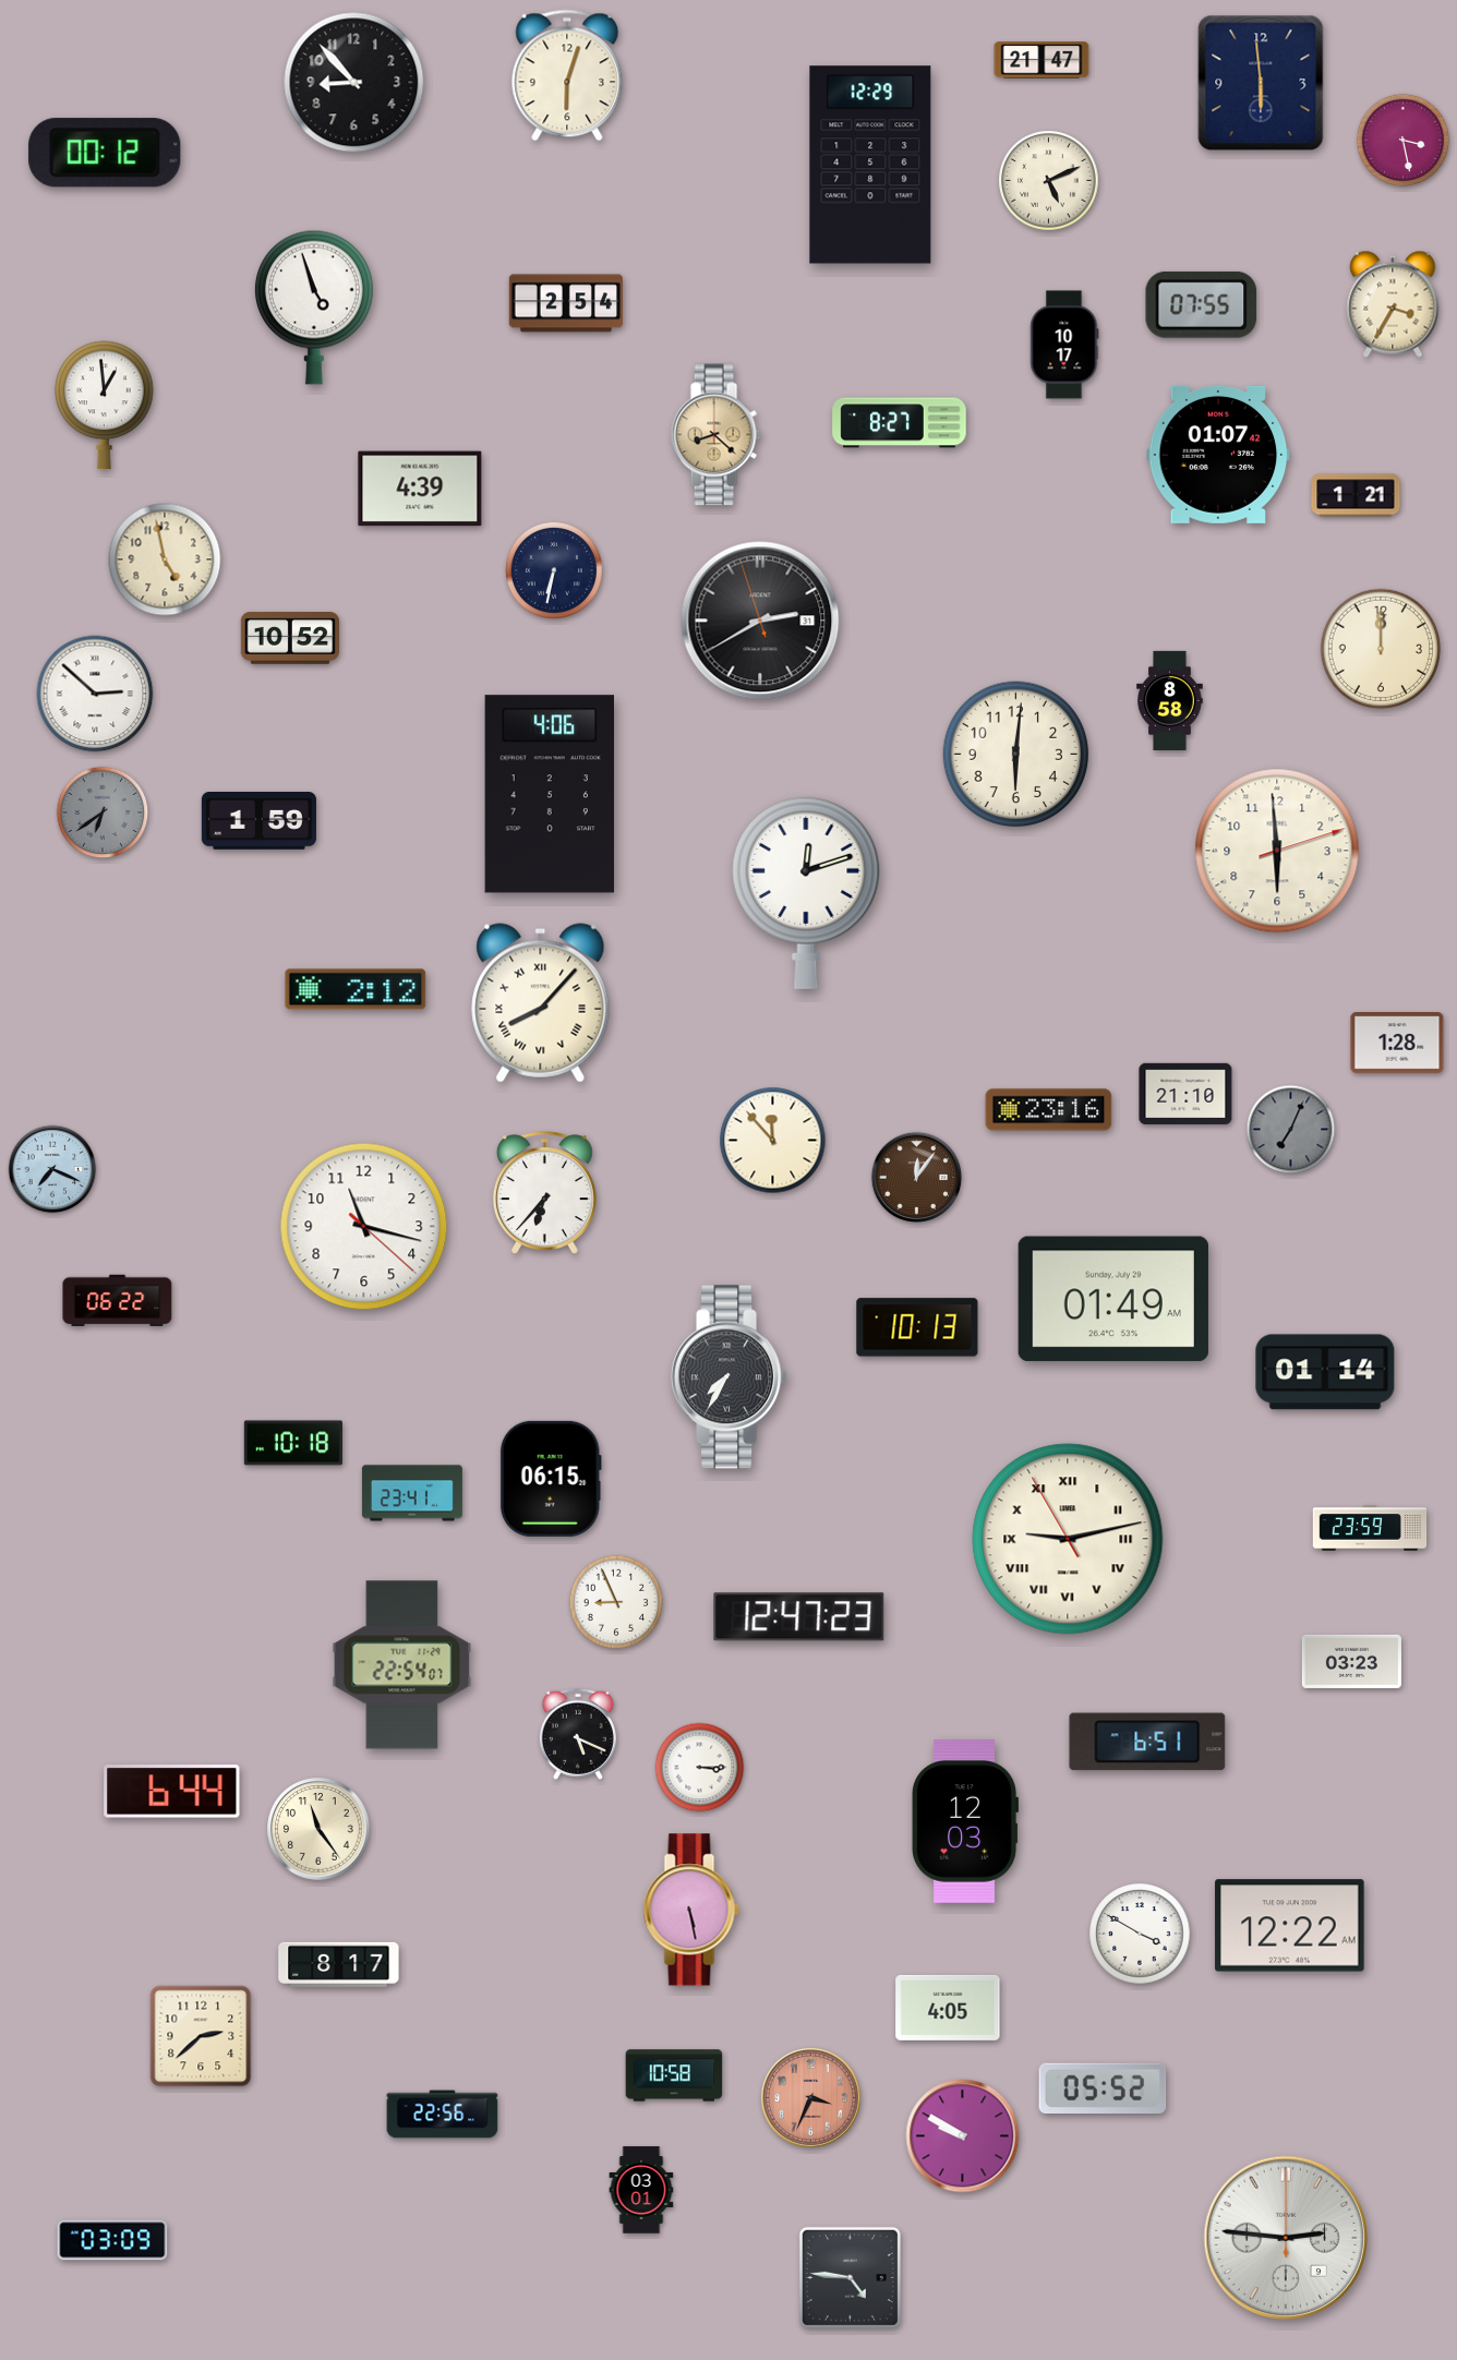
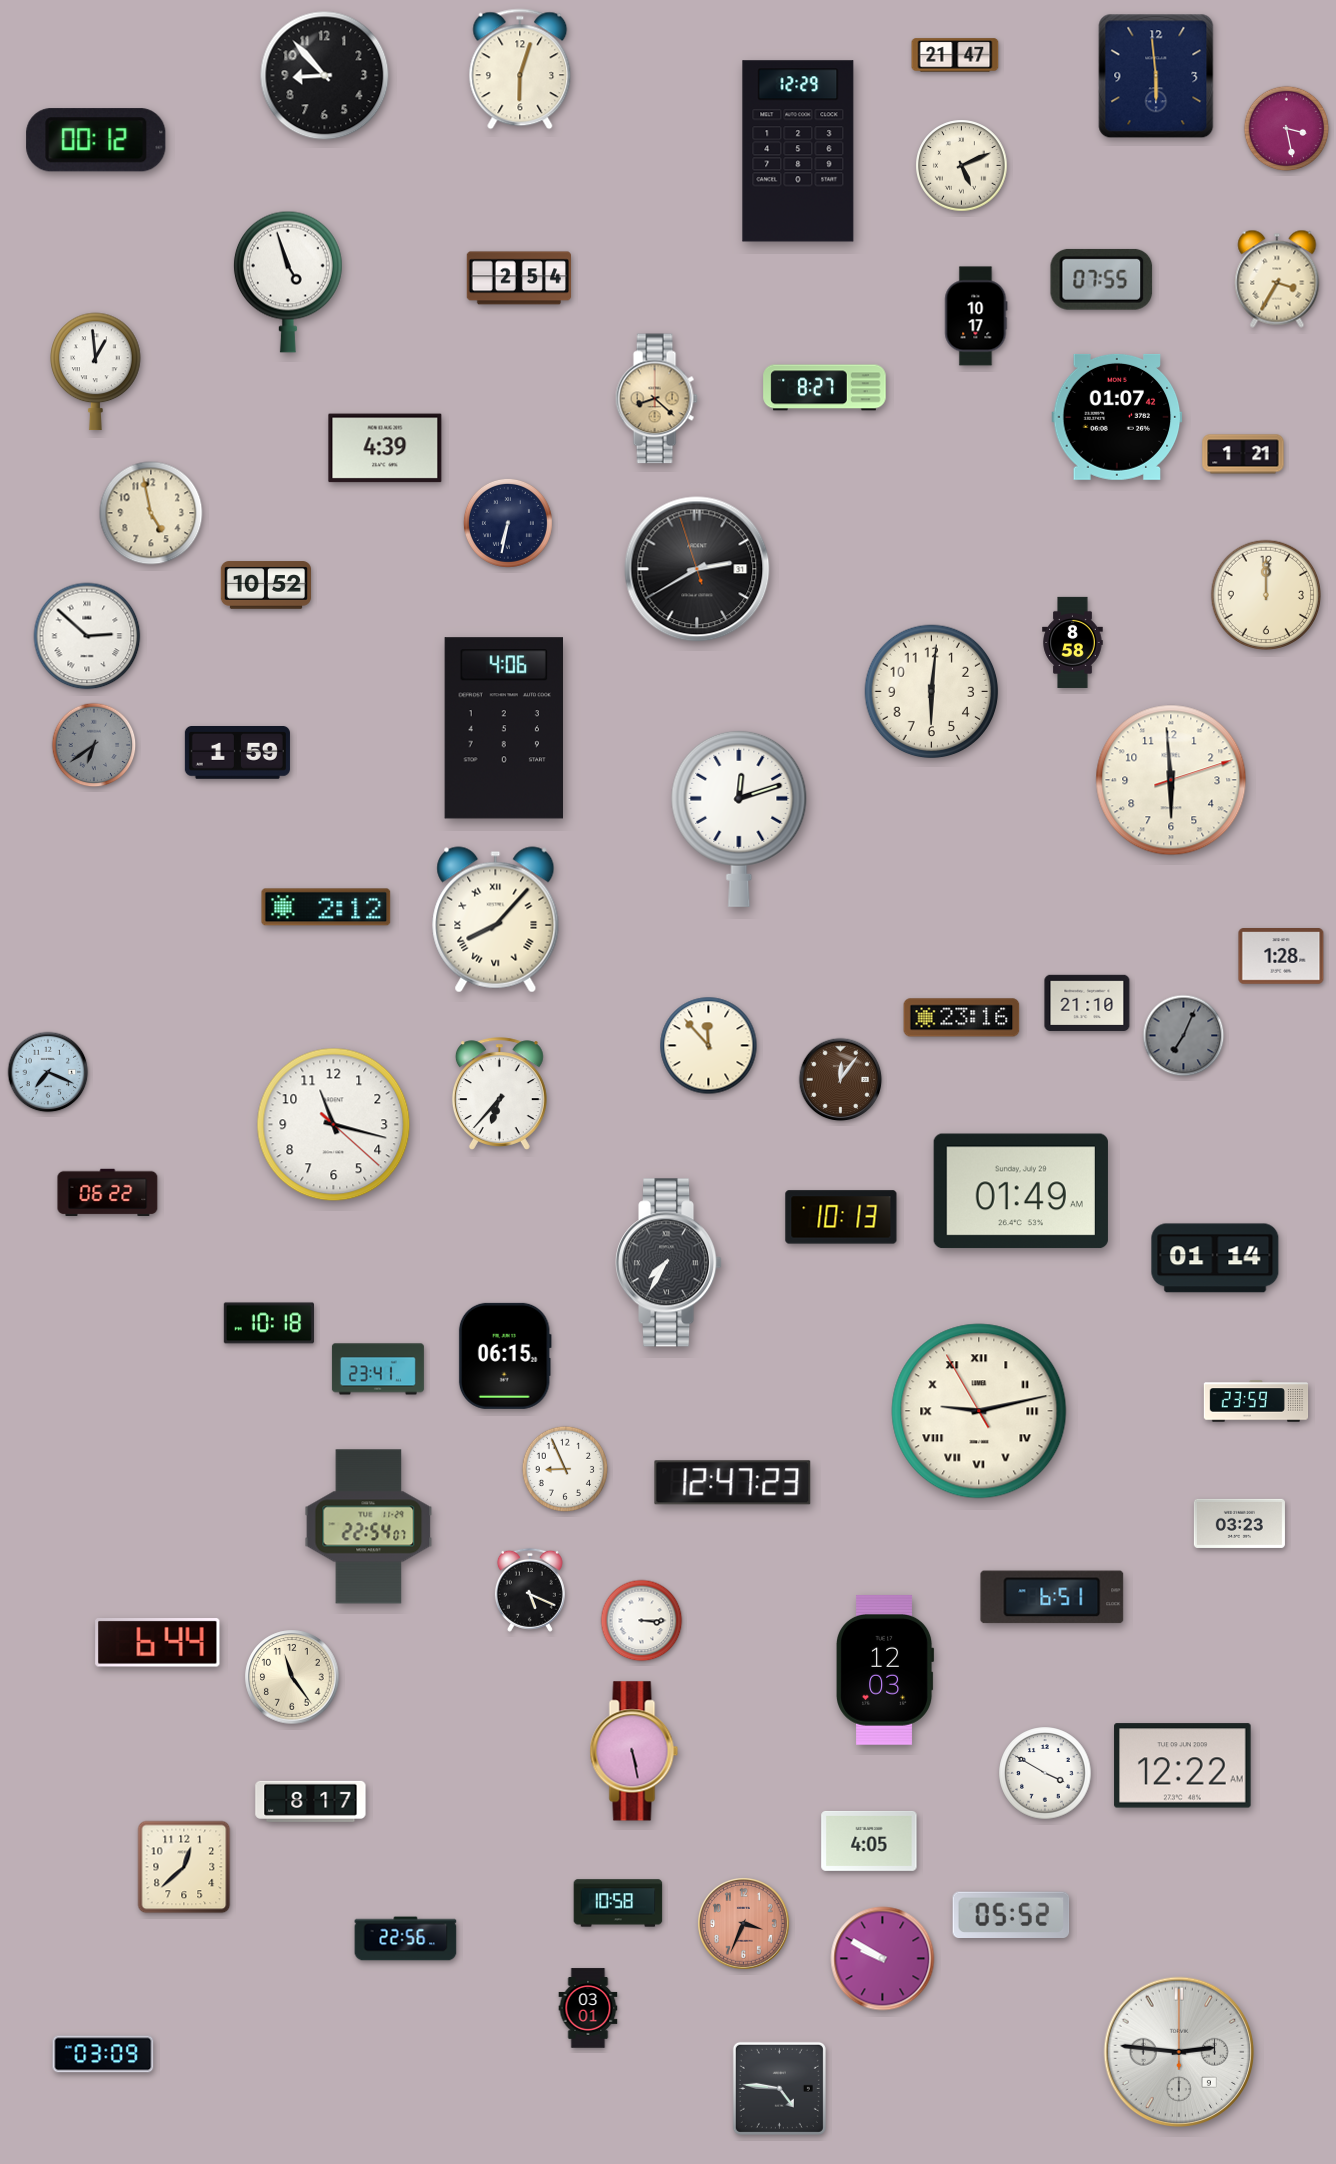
clock at (201, 2036): 2:38 -> 12:38
